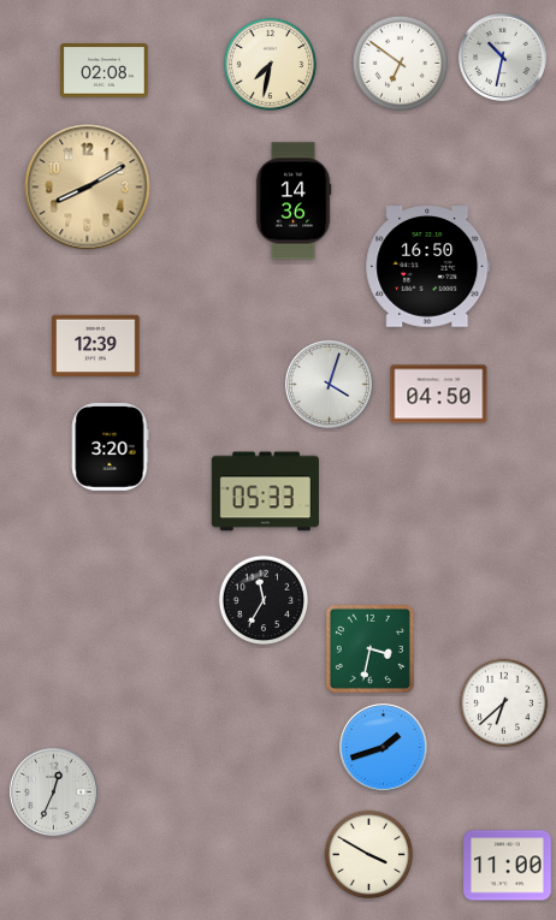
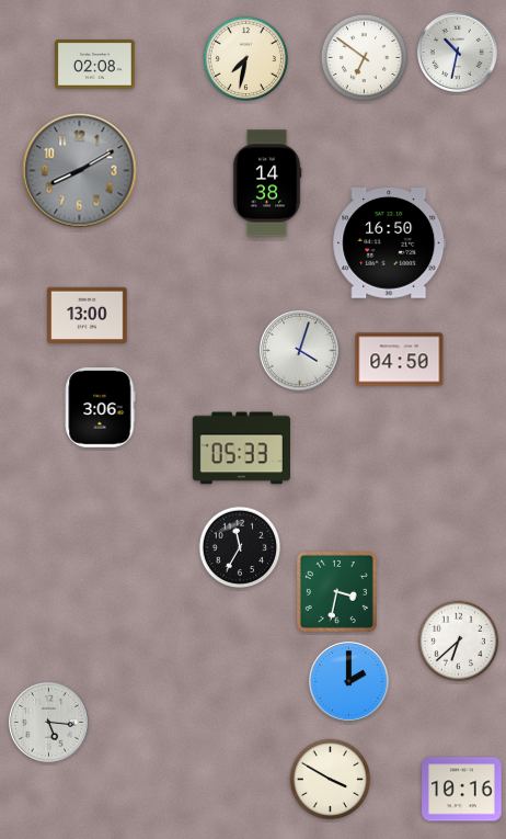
clock at (88, 188) dial: champagne -> grey
clock at (294, 201): 14:36 -> 14:38
clock at (96, 346): 12:39 -> 13:00
clock at (110, 447): 3:20 -> 3:06
clock at (383, 747): 1:42 -> 2:00
clock at (53, 791): 12:34 -> 5:16
clock at (369, 855) position: (369, 855) -> (331, 780)
clock at (508, 866): 11:00 -> 10:16
